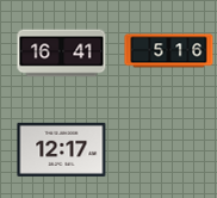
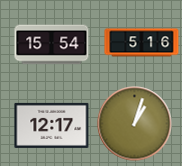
clock at (62, 54): 16:41 -> 15:54
clock at (135, 124): none -> 1:03
